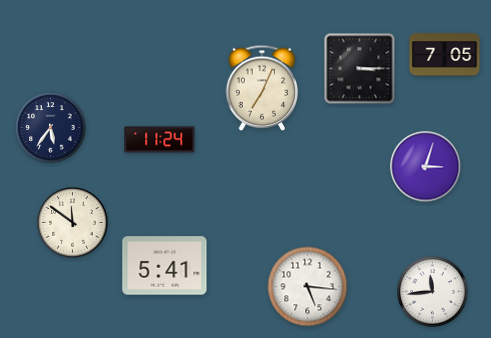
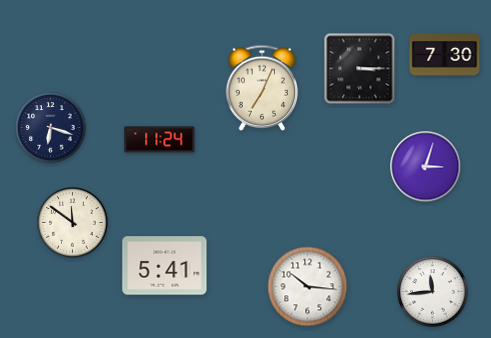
clock at (445, 55): 7:05 -> 7:30
clock at (51, 128): 5:36 -> 6:18
clock at (308, 287): 5:16 -> 10:16
